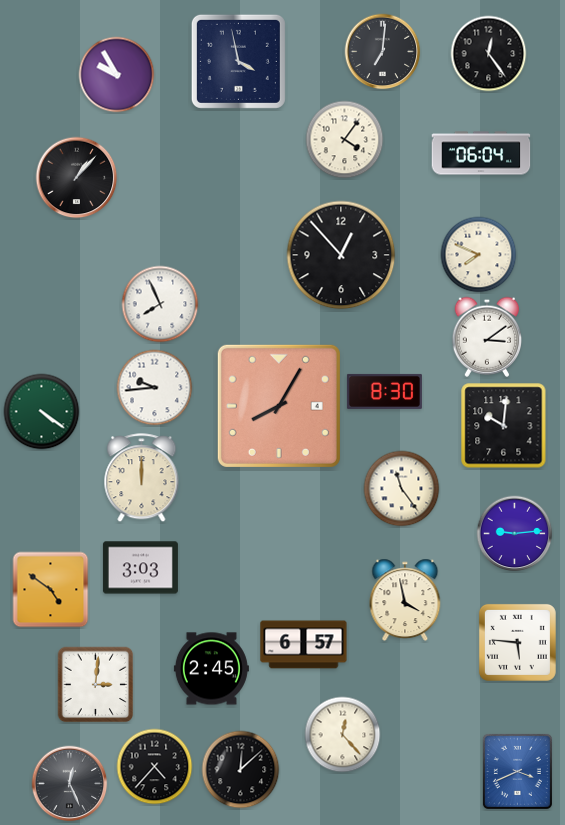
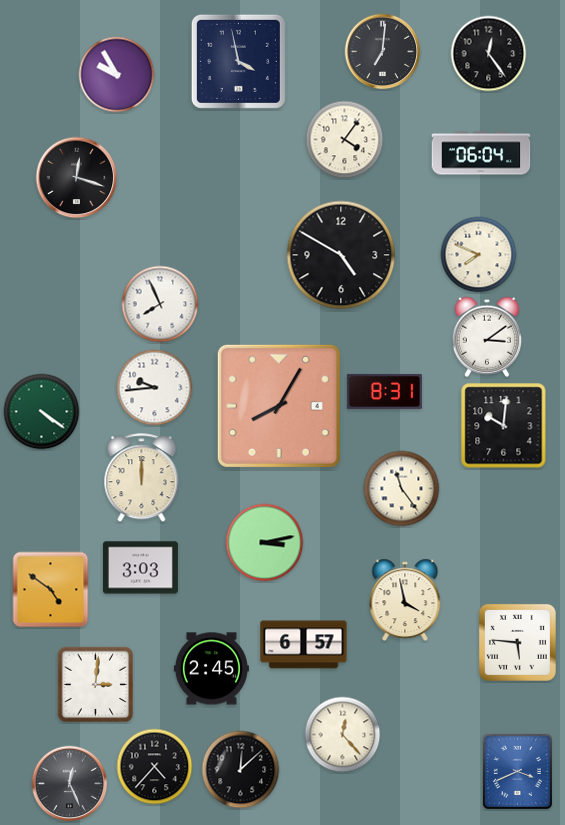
clock at (77, 178): 1:07 -> 12:18
clock at (341, 255): 12:53 -> 4:50
clock at (384, 391): 8:30 -> 8:31
clock at (515, 534): 9:14 -> none
clock at (265, 543): none -> 3:13
